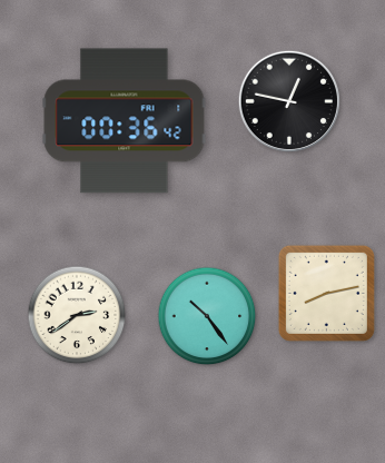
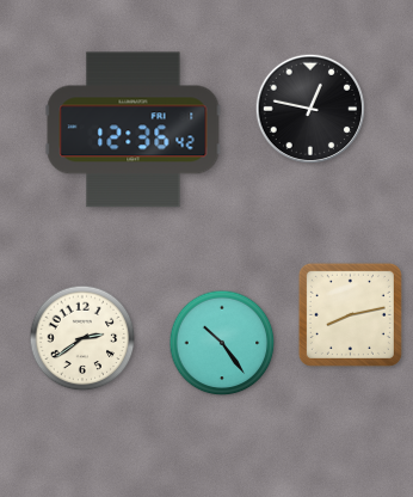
clock at (125, 121): 00:36 -> 12:36
clock at (207, 316) position: (207, 316) -> (222, 343)
